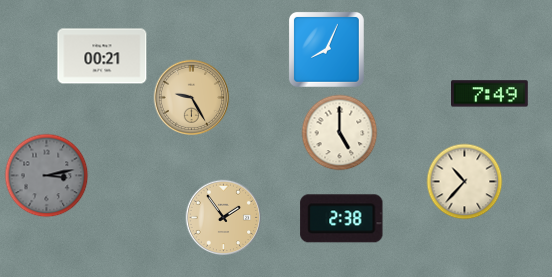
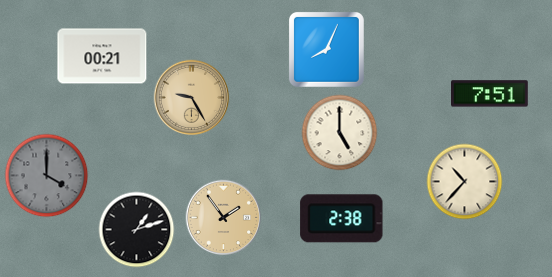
clock at (490, 94): 7:49 -> 7:51
clock at (47, 176): 3:13 -> 4:00
clock at (137, 230): none -> 1:12
